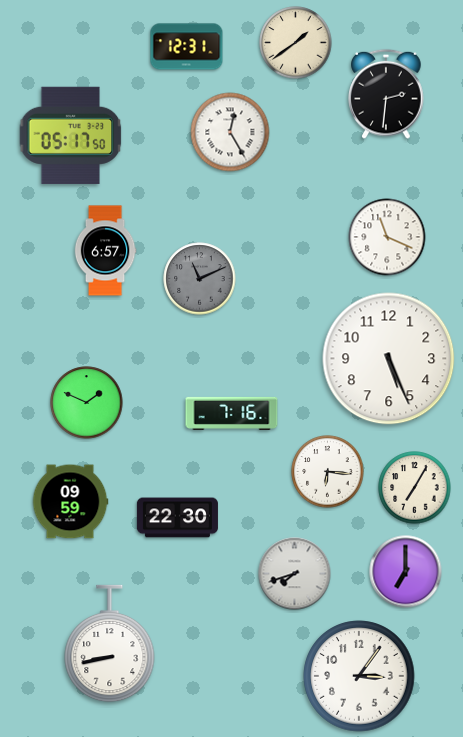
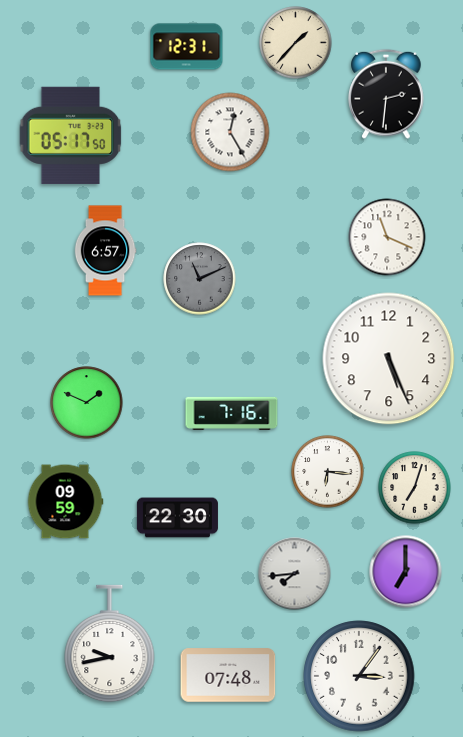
clock at (296, 43): 1:39 -> 1:37
clock at (415, 488): 7:05 -> 7:03
clock at (70, 502) position: (70, 502) -> (65, 502)
clock at (295, 574): 7:42 -> 7:44
clock at (110, 644): 8:43 -> 9:43
clock at (228, 675): none -> 07:48
